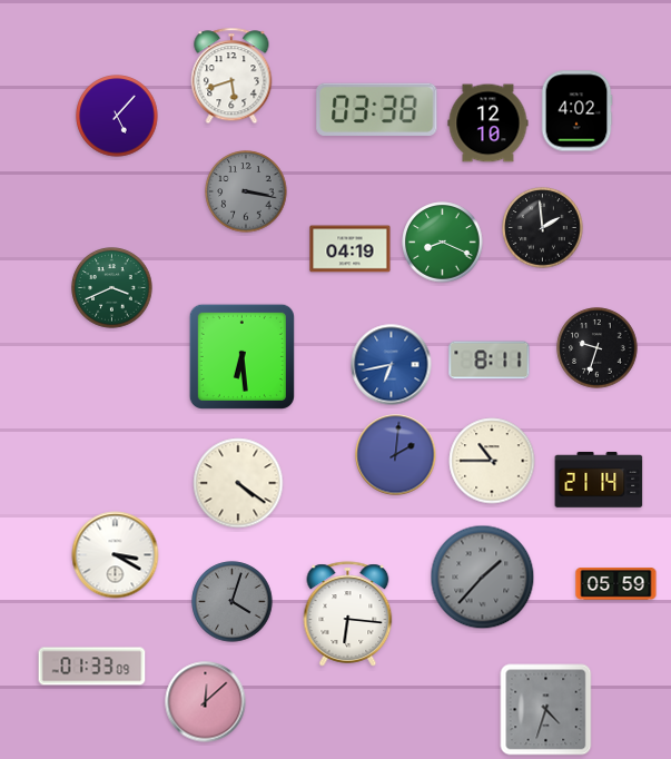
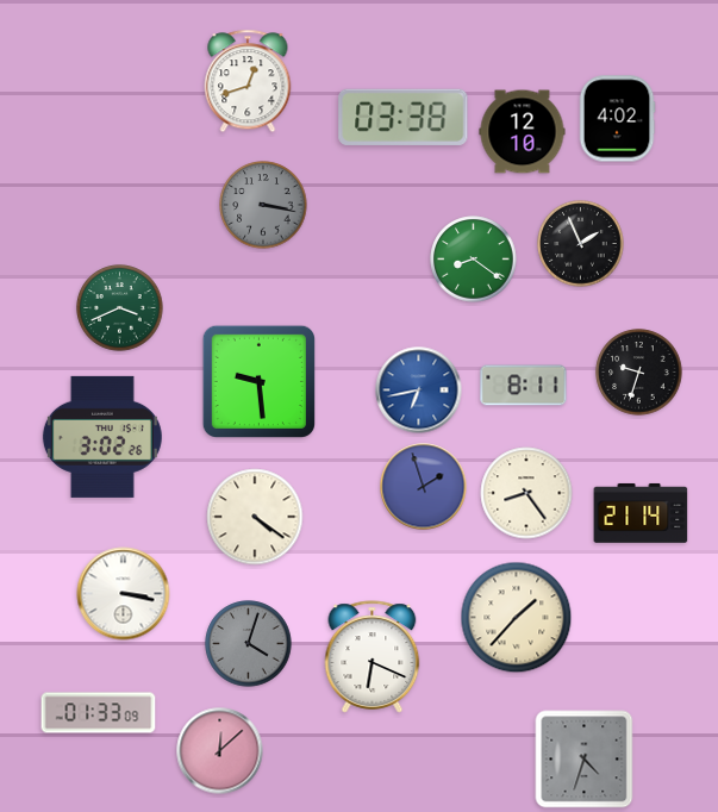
clock at (231, 76): 5:42 -> 12:42
clock at (117, 116): 5:07 -> none
clock at (543, 228): 1:59 -> 1:56
clock at (443, 243): 8:19 -> 8:21
clock at (351, 249): 04:19 -> none
clock at (241, 356): 6:29 -> 9:29
clock at (102, 437): none -> 3:02
clock at (396, 455): 2:01 -> 1:57
clock at (492, 461): 10:45 -> 8:24
clock at (116, 555): 3:20 -> 3:17
clock at (483, 578) dial: grey -> cream
clock at (616, 584): 05:59 -> none
clock at (348, 614): 6:16 -> 6:19
